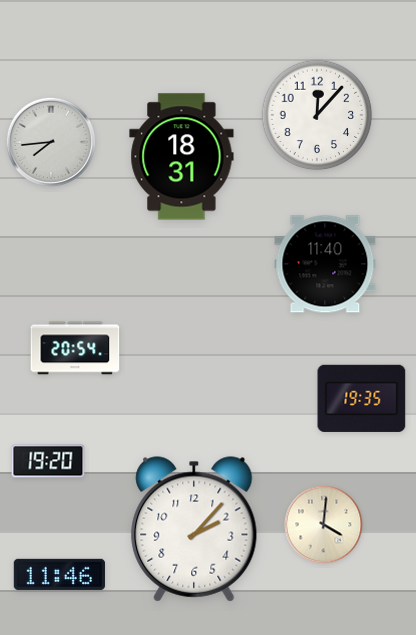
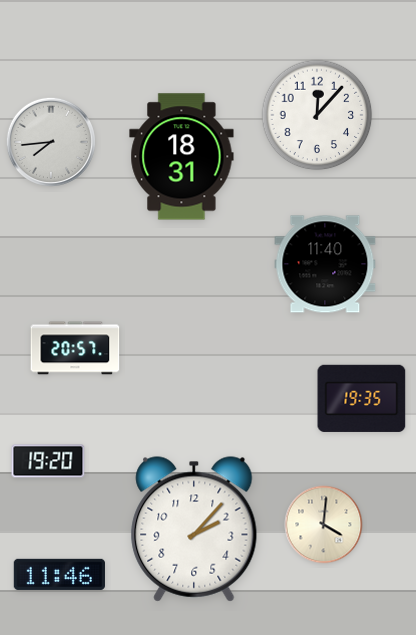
clock at (75, 348): 20:54 -> 20:57
